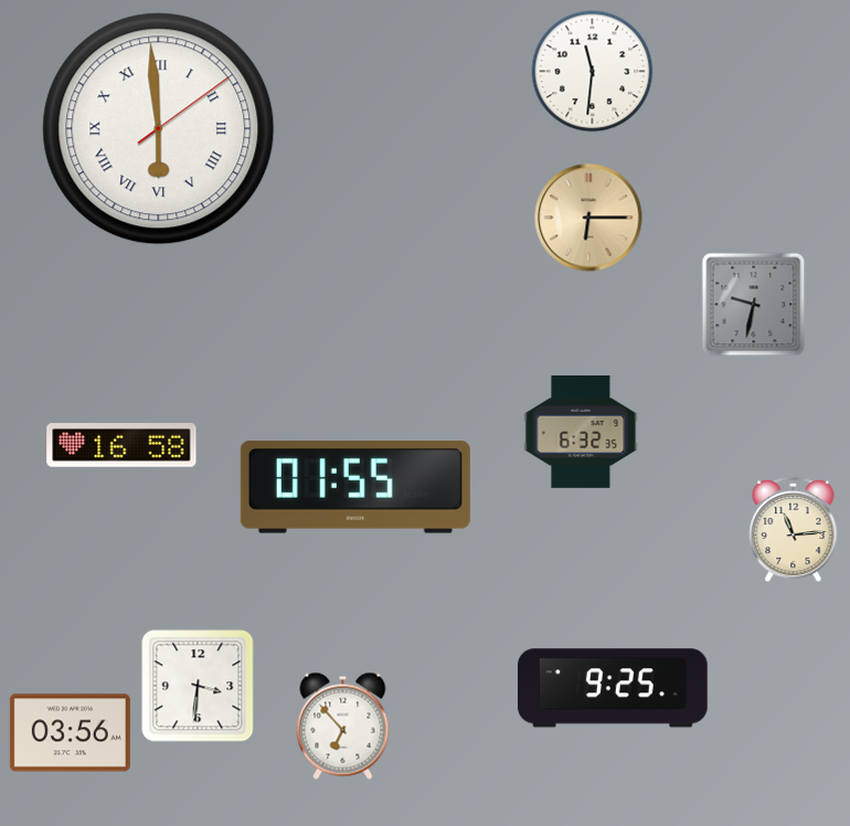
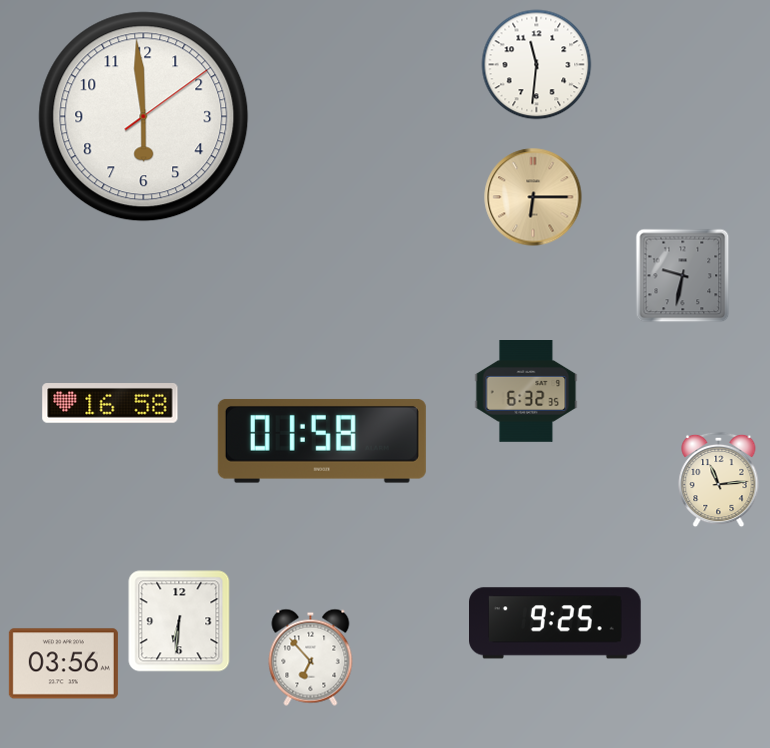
clock at (159, 129) numerals: Roman -> Arabic
clock at (355, 487): 01:55 -> 01:58
clock at (198, 686): 3:31 -> 6:31
